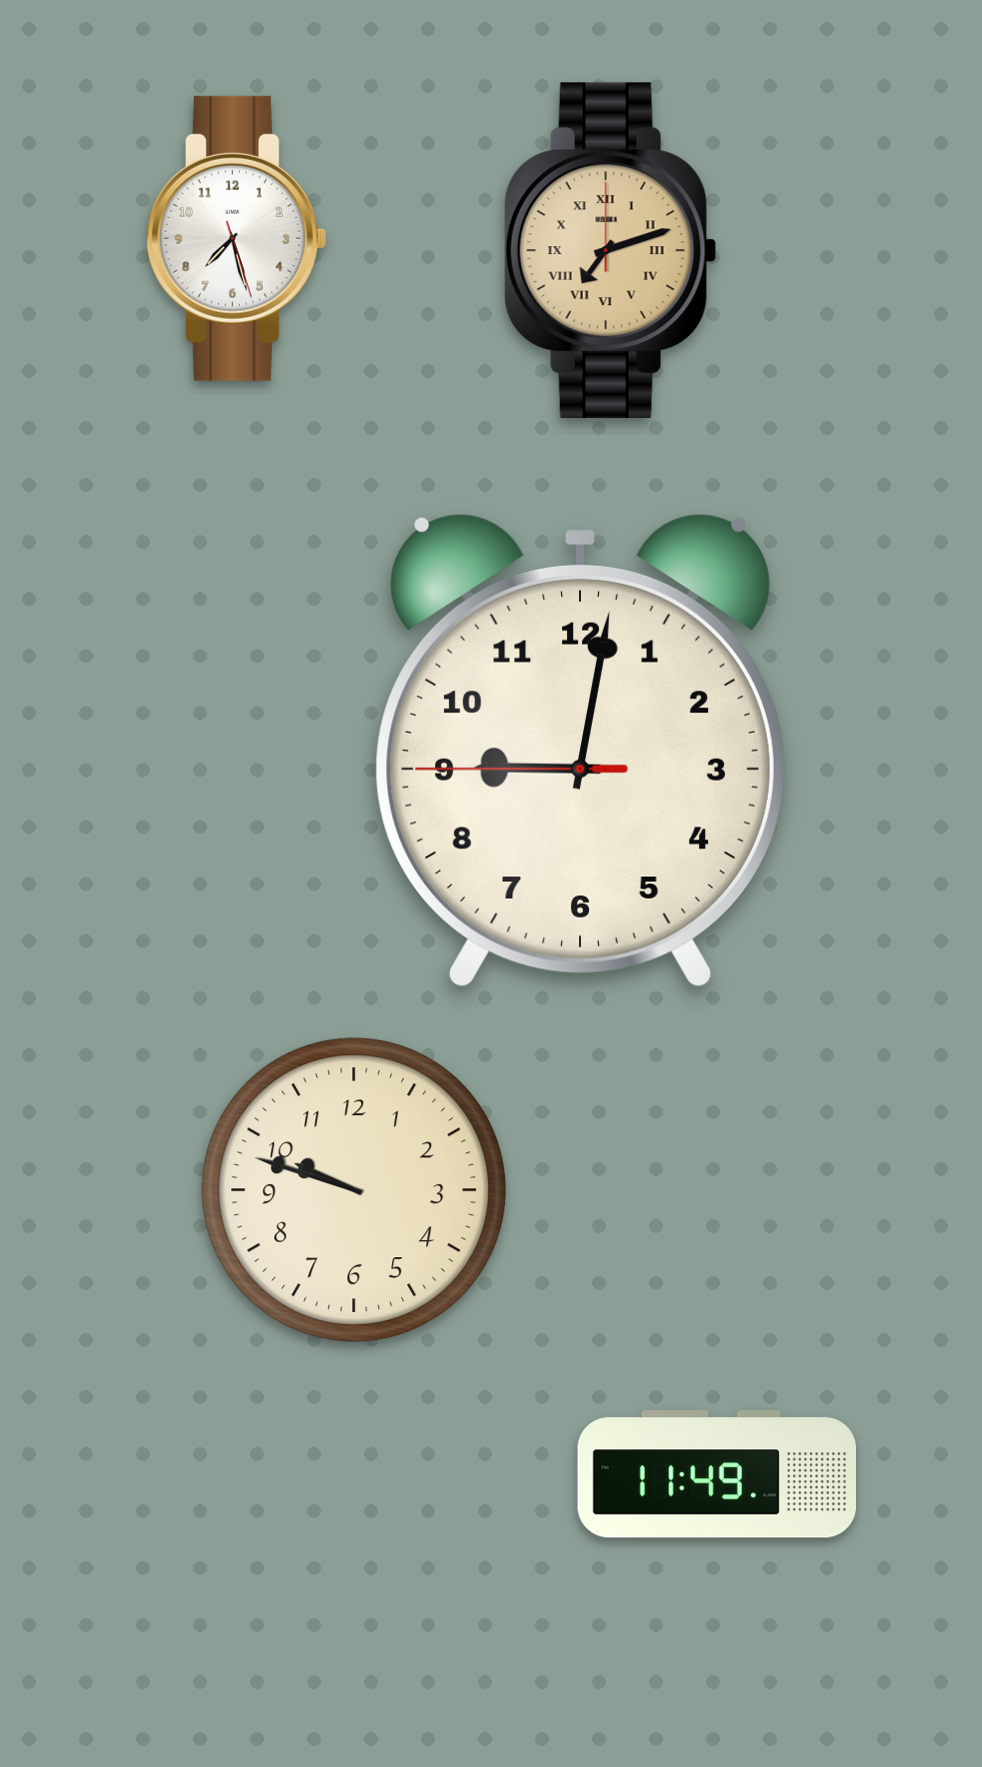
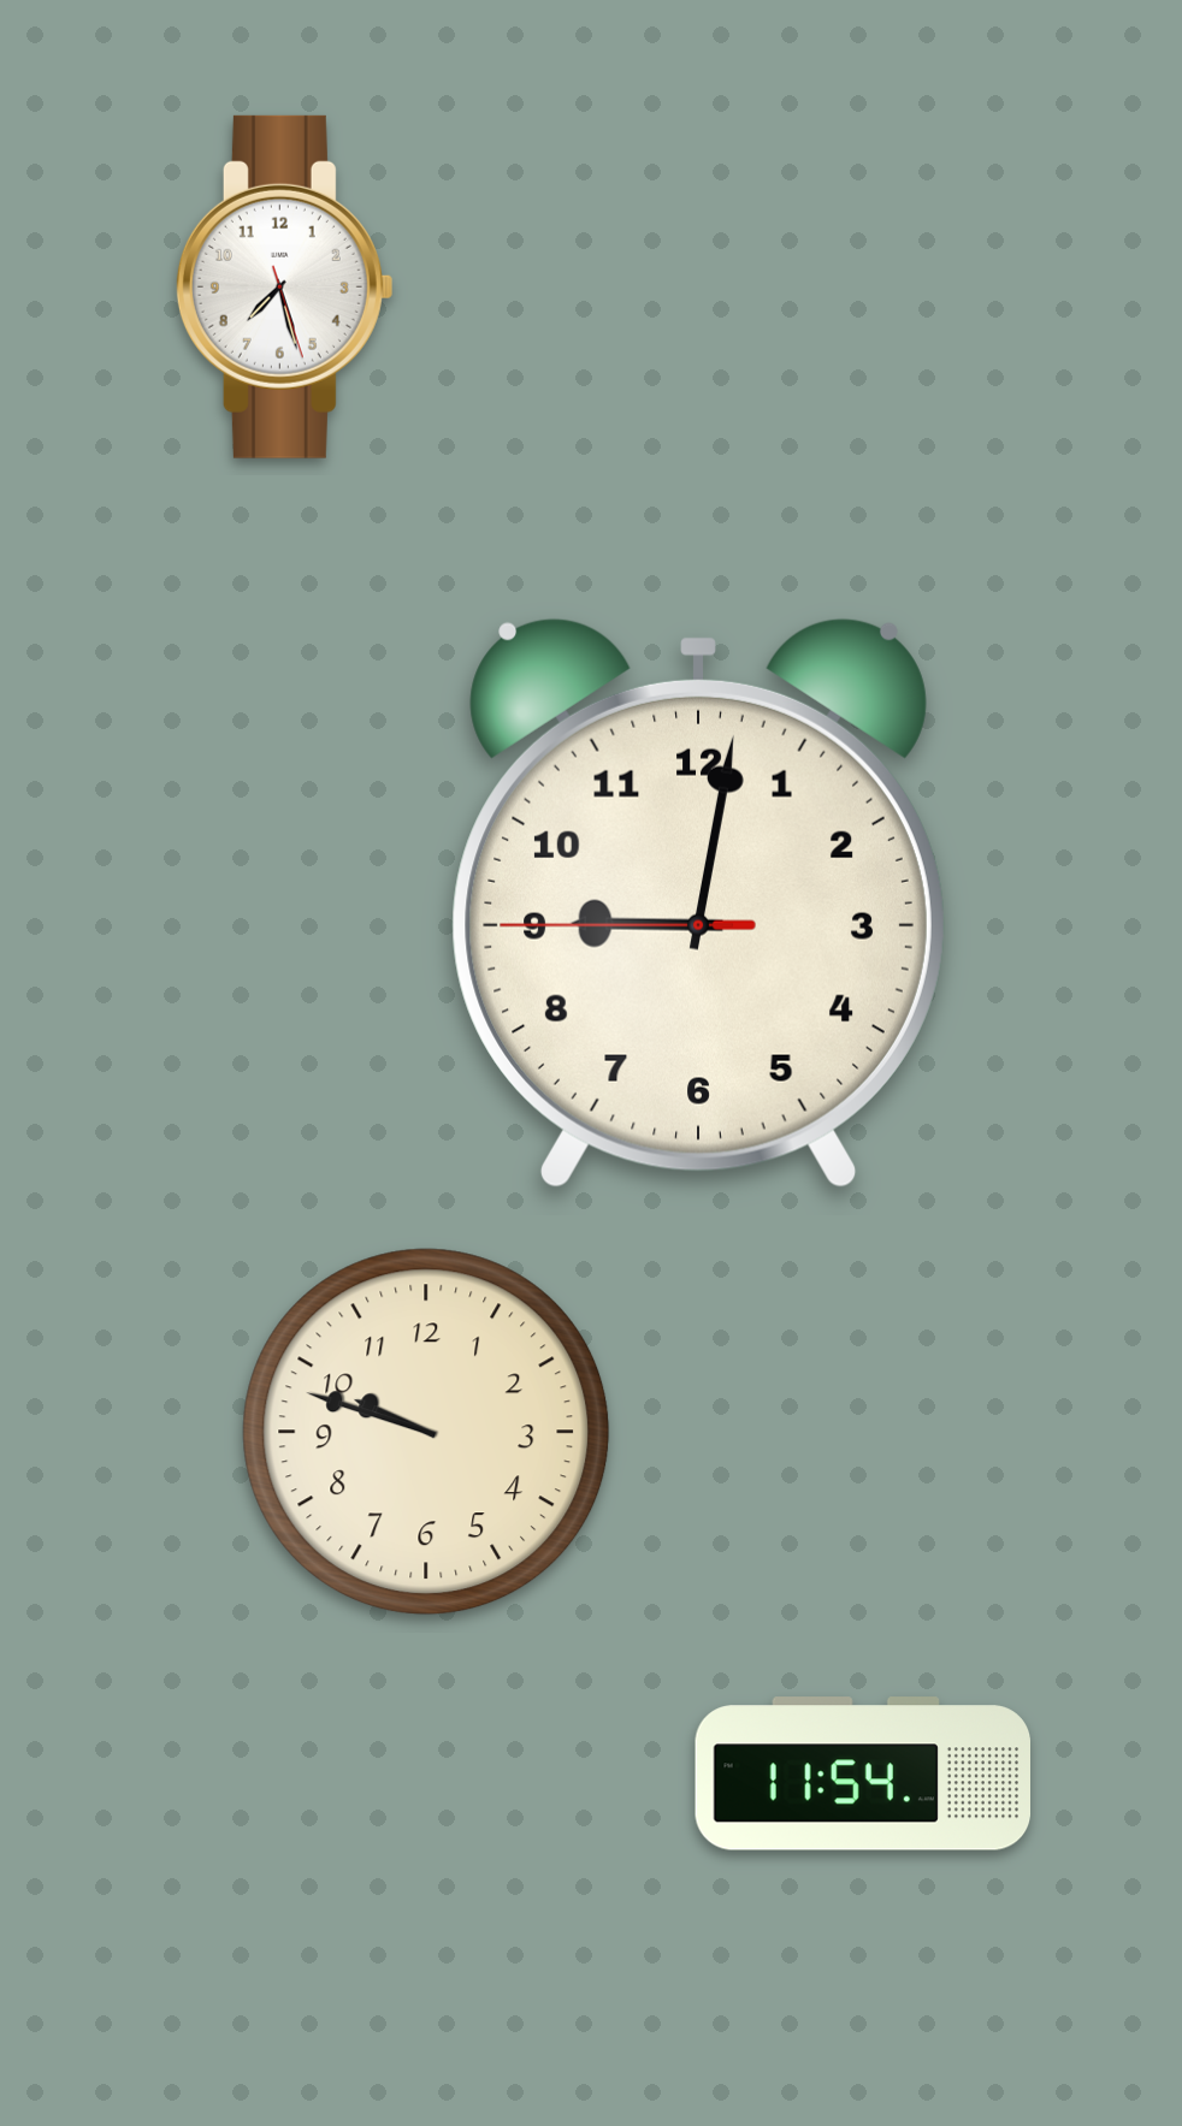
clock at (610, 250): 7:12 -> none
clock at (716, 1474): 11:49 -> 11:54
